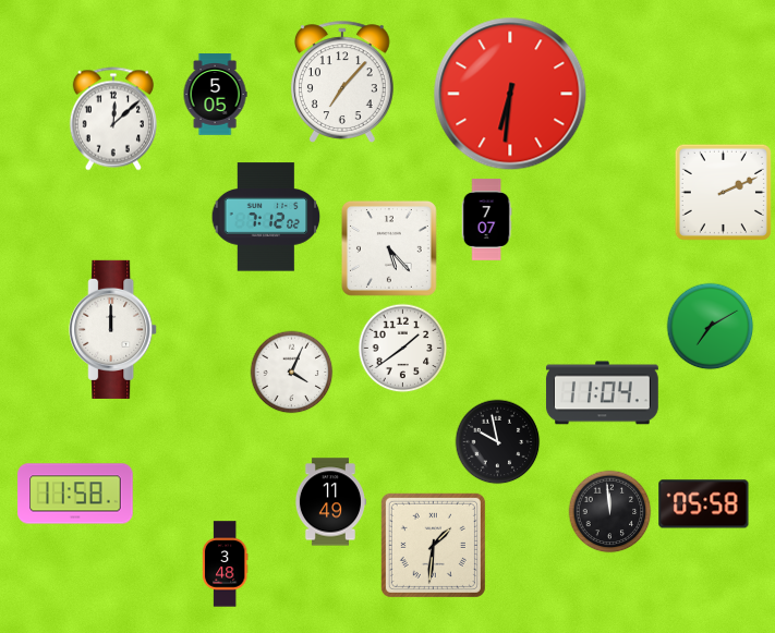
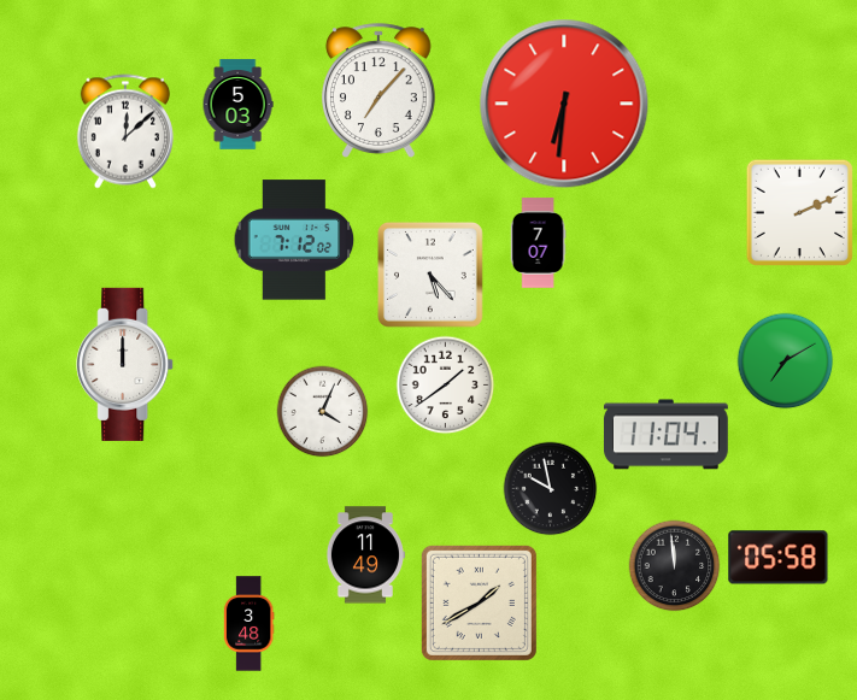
clock at (215, 95): 5:05 -> 5:03
clock at (75, 494): 11:58 -> none
clock at (433, 545): 1:31 -> 1:40
